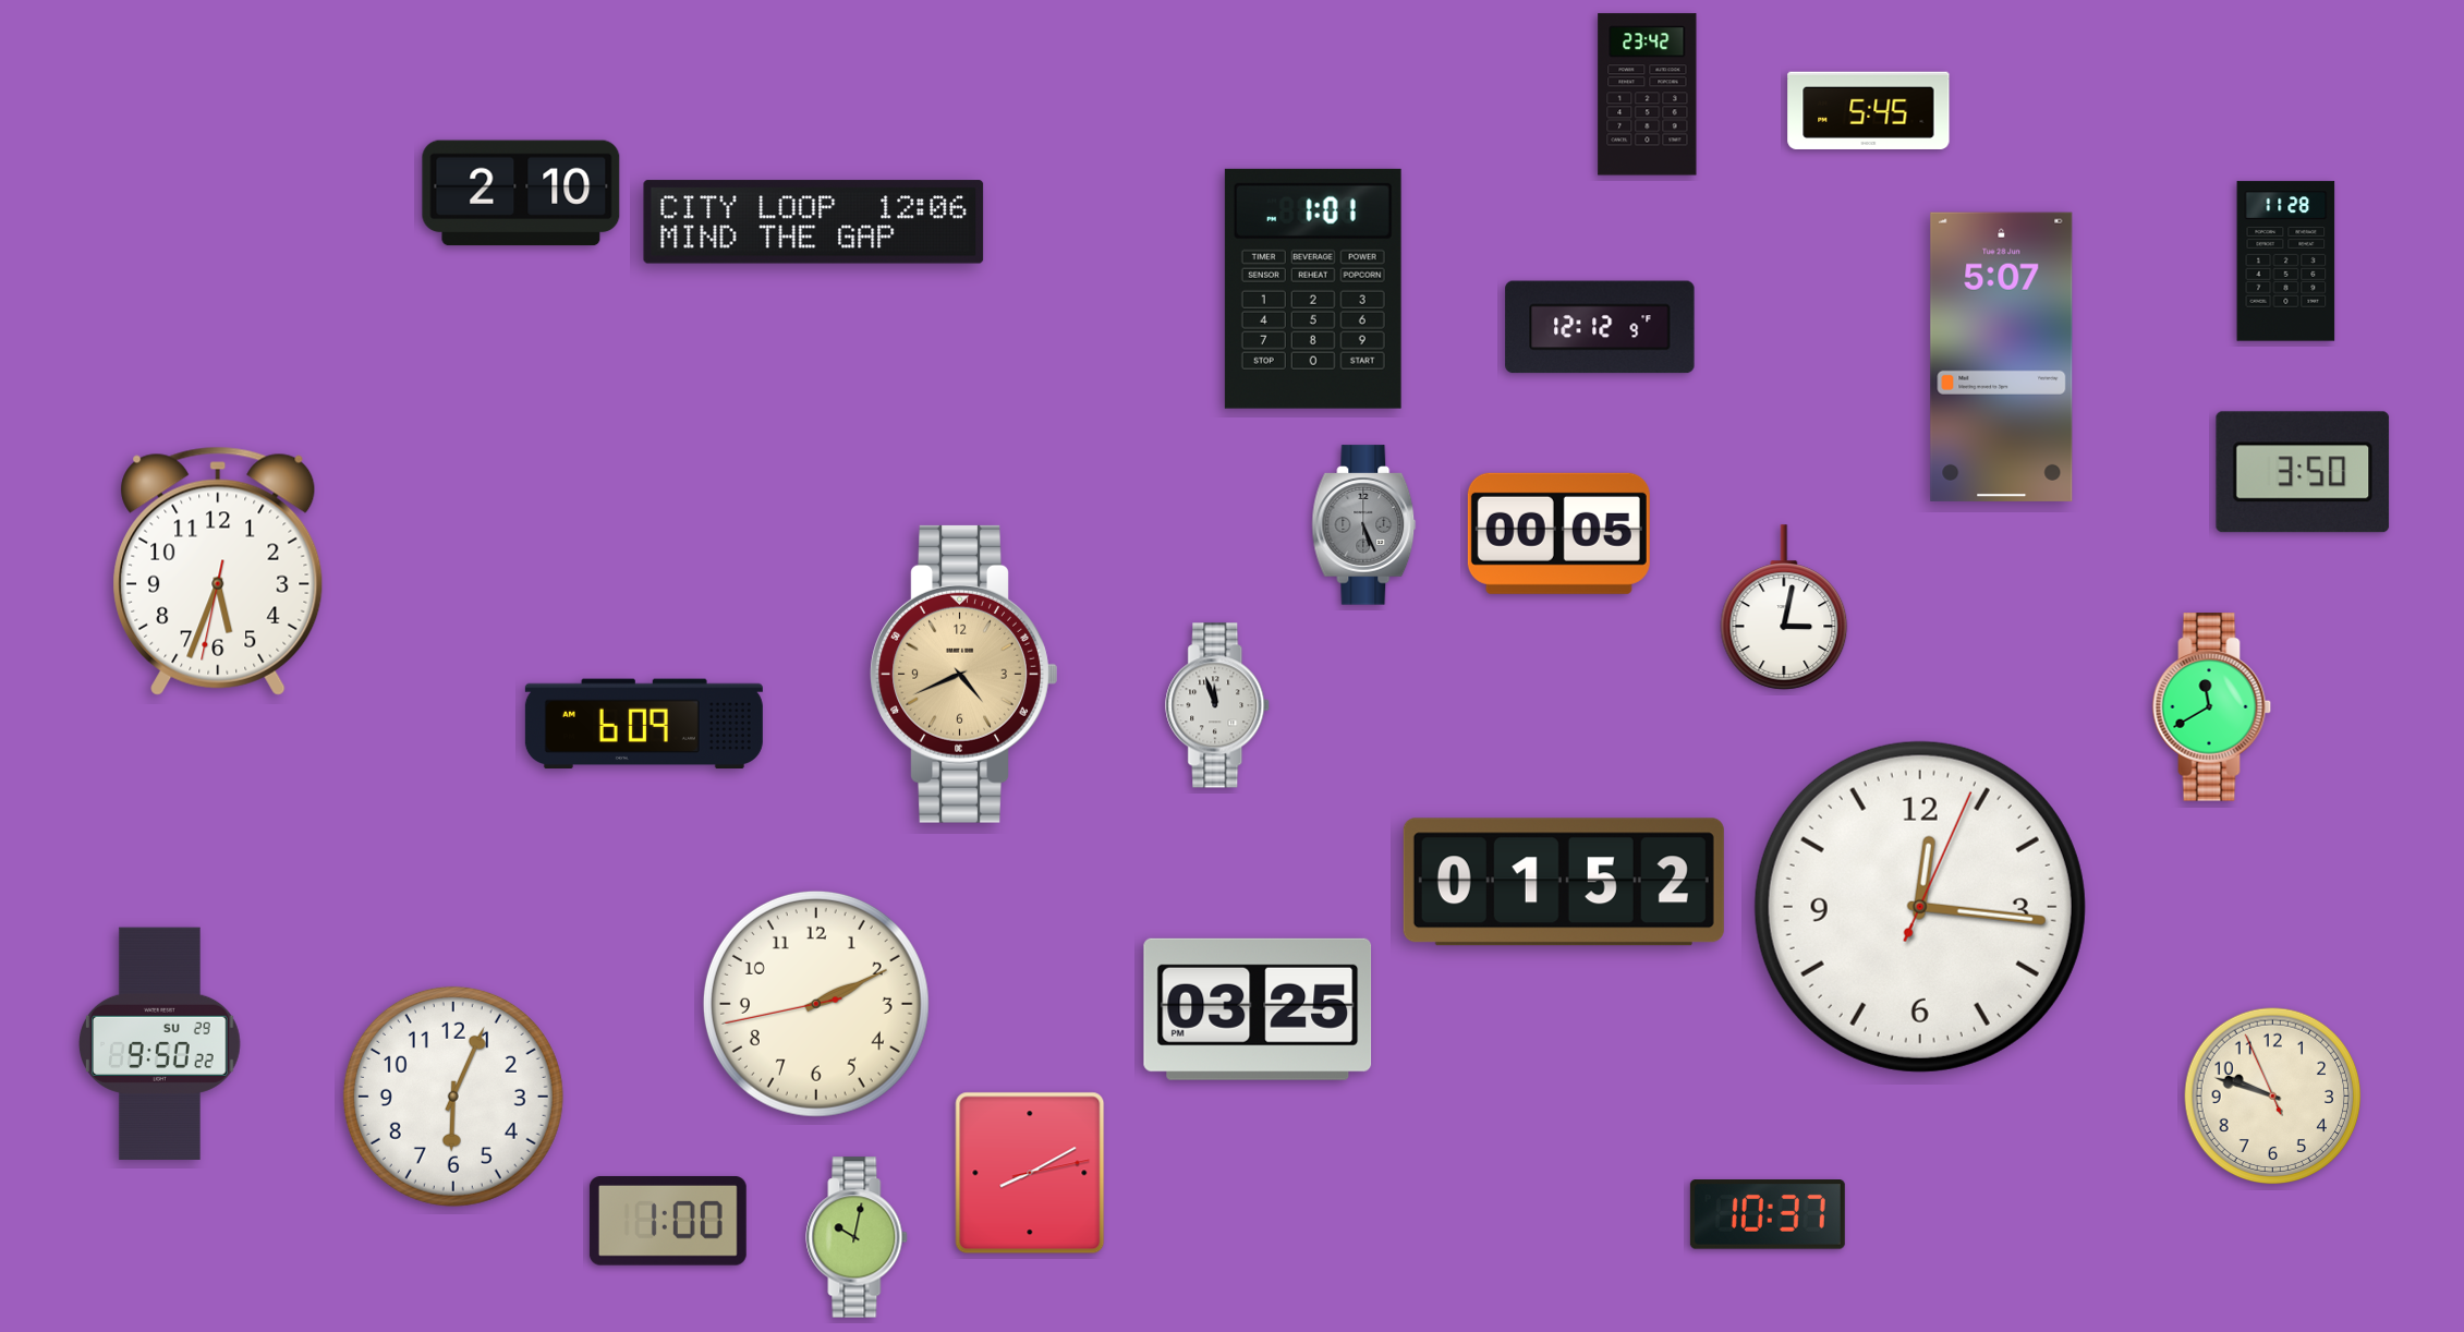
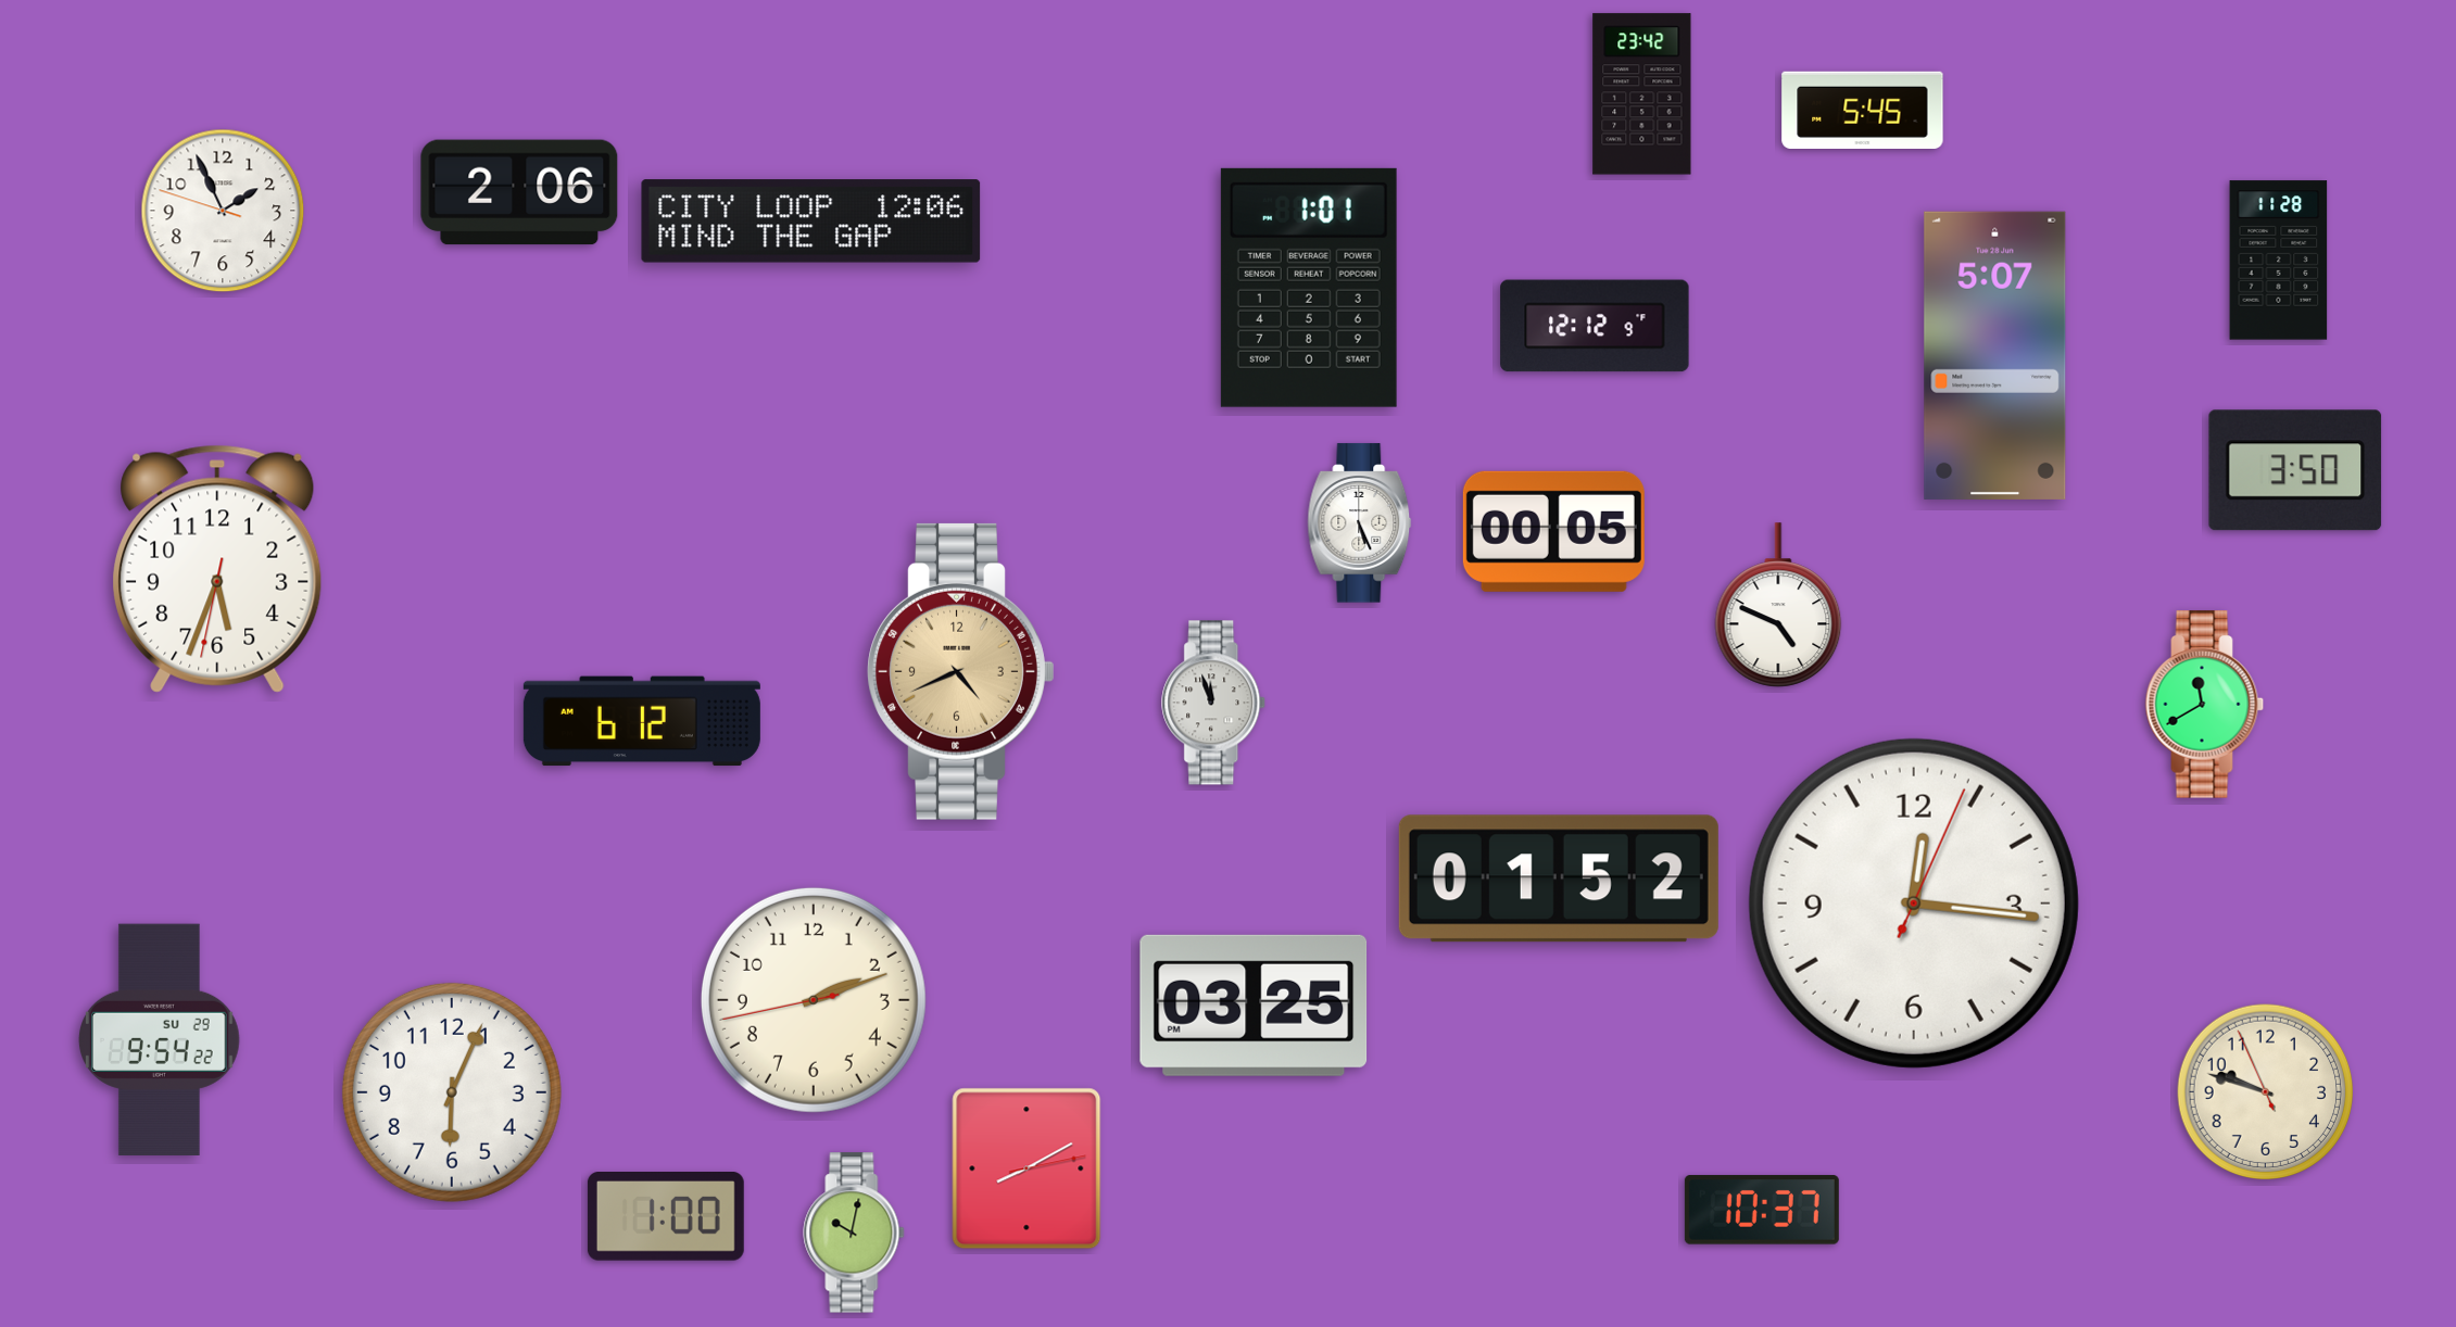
clock at (521, 193): 2:10 -> 2:06
clock at (223, 211): none -> 1:55
clock at (1364, 525) dial: grey -> white
clock at (1784, 607): 3:02 -> 4:49
clock at (644, 724): 6:09 -> 6:12
clock at (816, 1004): 2:10 -> 2:11
clock at (160, 1043): 9:50 -> 9:54
